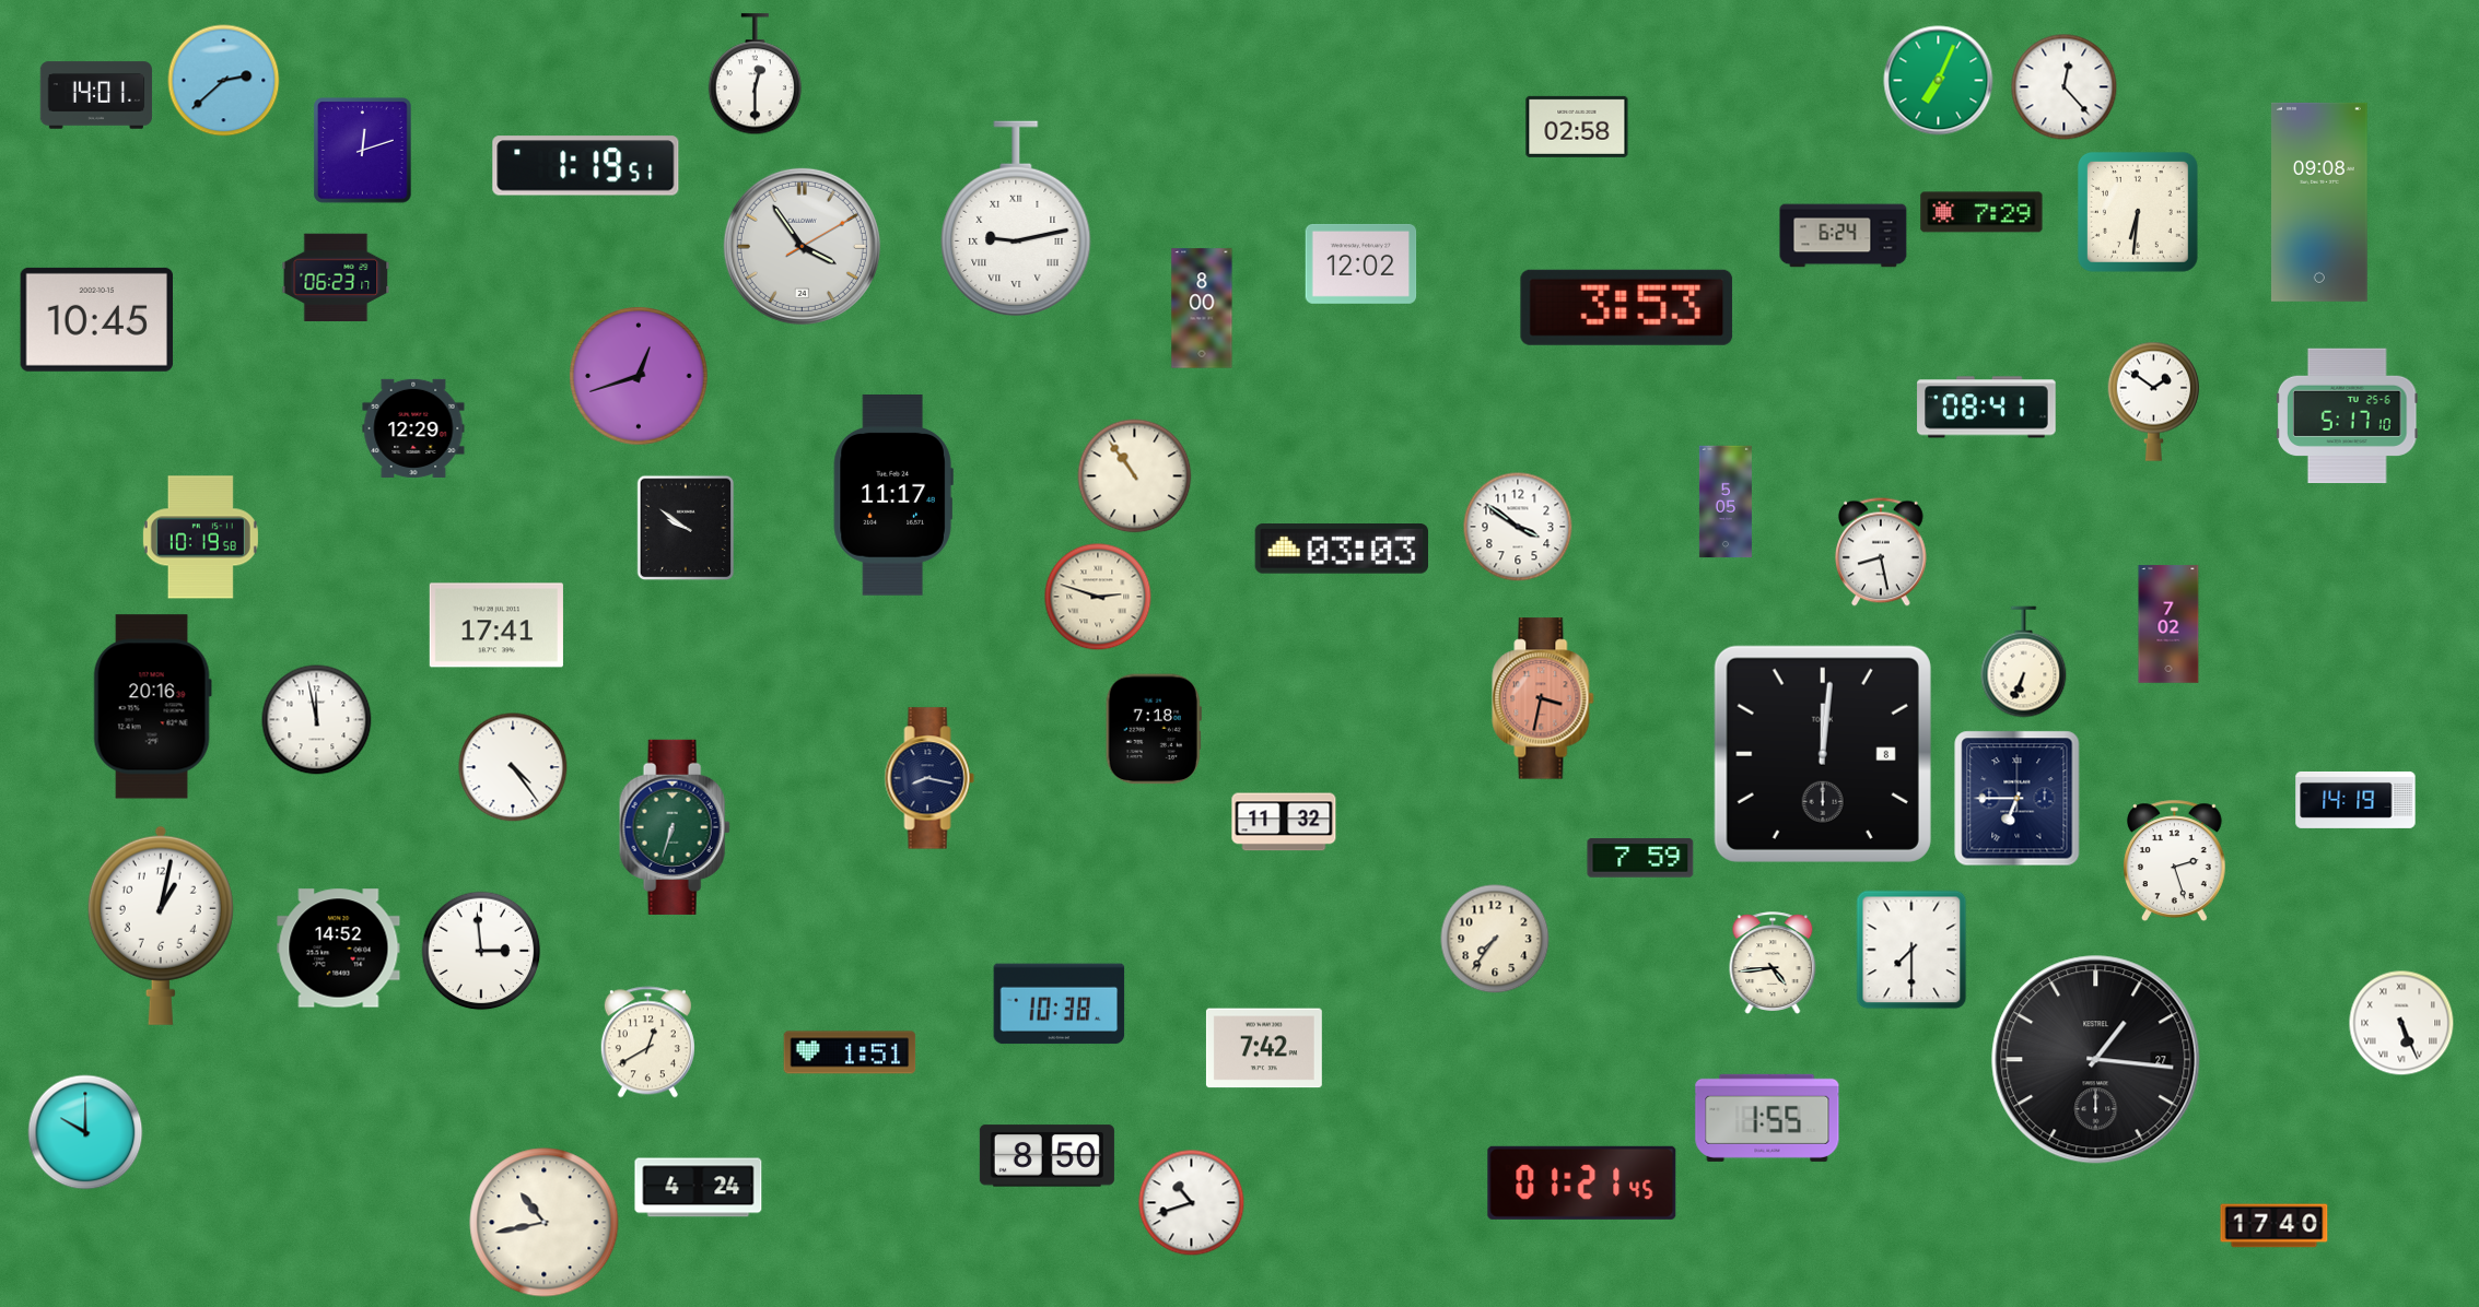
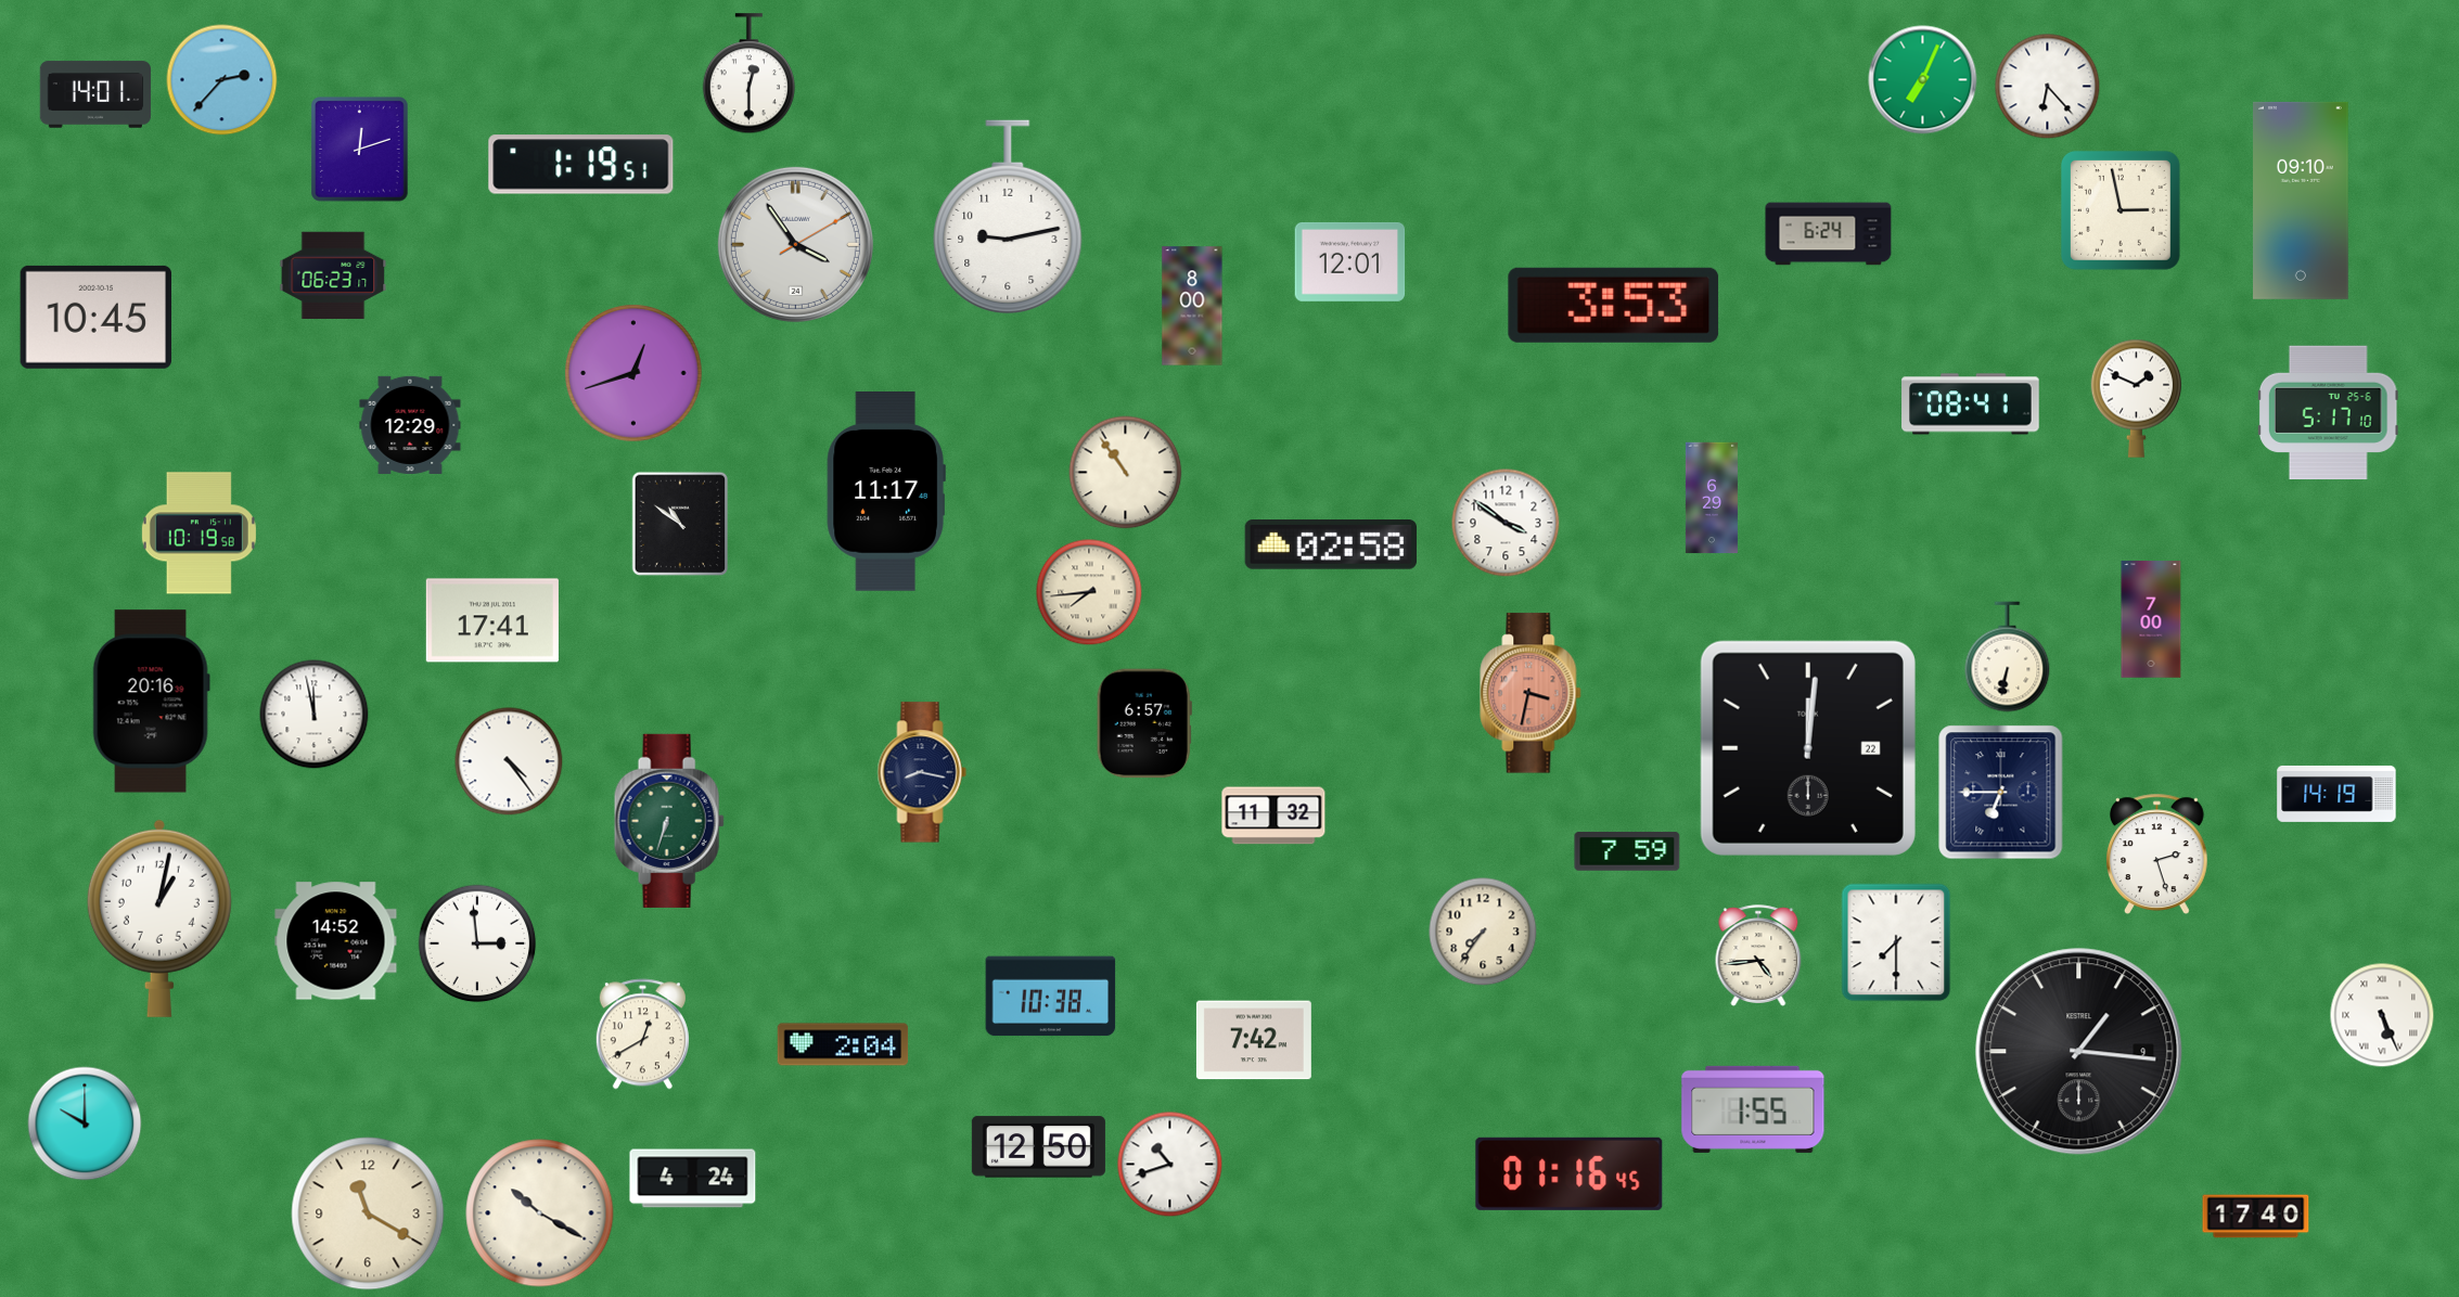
clock at (224, 81): 2:38 -> 2:37
clock at (2065, 87): 12:23 -> 6:23
clock at (1577, 127): 02:58 -> none
clock at (2320, 202): 09:08 -> 09:10
clock at (1981, 212): 7:29 -> none
clock at (2138, 212): 6:31 -> 2:58
clock at (1016, 219) numerals: Roman -> Arabic
clock at (1361, 263): 12:02 -> 12:01
clock at (2154, 401): 1:51 -> 1:49
clock at (1726, 502): 5:05 -> 6:29
clock at (686, 528): 9:51 -> 10:51
clock at (1341, 550): 03:03 -> 02:58
clock at (1882, 552): 8:28 -> none
clock at (1098, 597): 2:48 -> 7:44
clock at (2168, 624): 7:02 -> 7:00
clock at (2024, 662): 6:34 -> 6:32
clock at (1154, 729): 7:18 -> 6:57
clock at (1823, 754) date: 8 -> 22
clock at (850, 1052): 1:51 -> 2:04
clock at (2096, 1060) date: 27 -> 9
clock at (1046, 1156): 8:50 -> 12:50
clock at (1582, 1182): 01:21 -> 01:16
clock at (1192, 1203) position: (1192, 1203) -> (1170, 1165)
clock at (368, 1213): none -> 11:20
clock at (545, 1223): 10:43 -> 10:20
